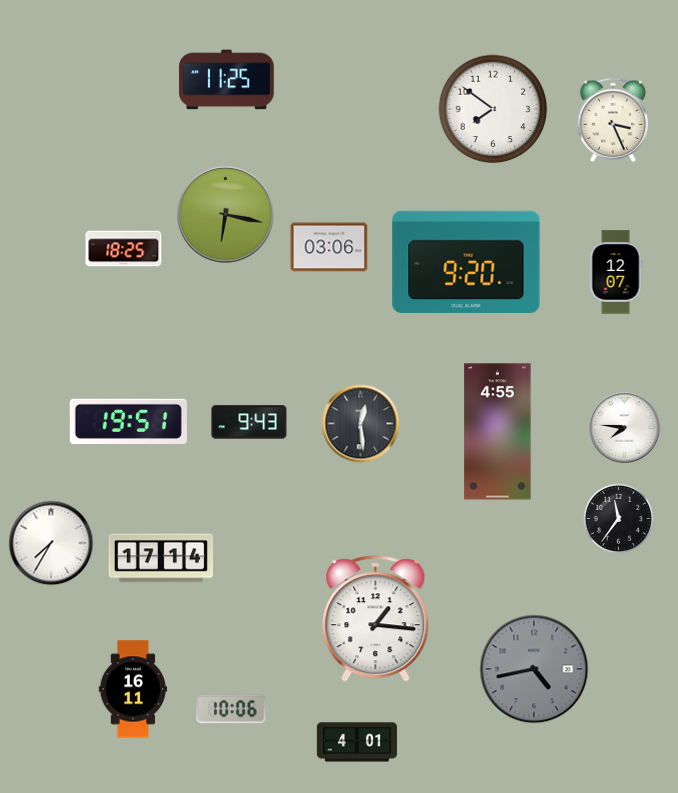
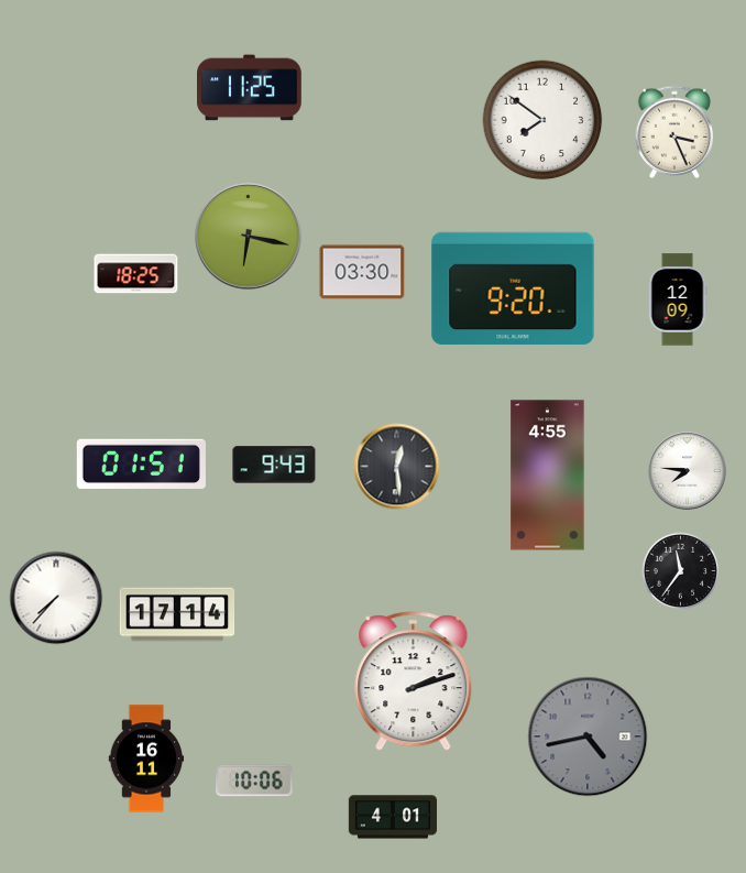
clock at (329, 247): 03:06 -> 03:30
clock at (616, 272): 12:07 -> 12:09
clock at (128, 422): 19:51 -> 01:51
clock at (51, 543): 7:35 -> 7:37
clock at (376, 619): 1:16 -> 2:12
